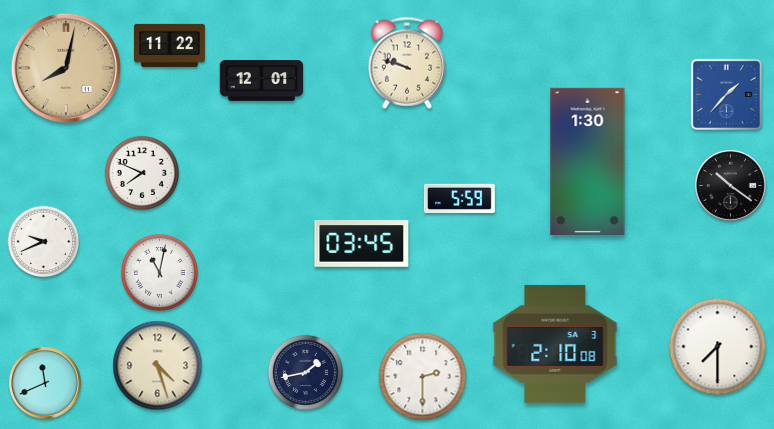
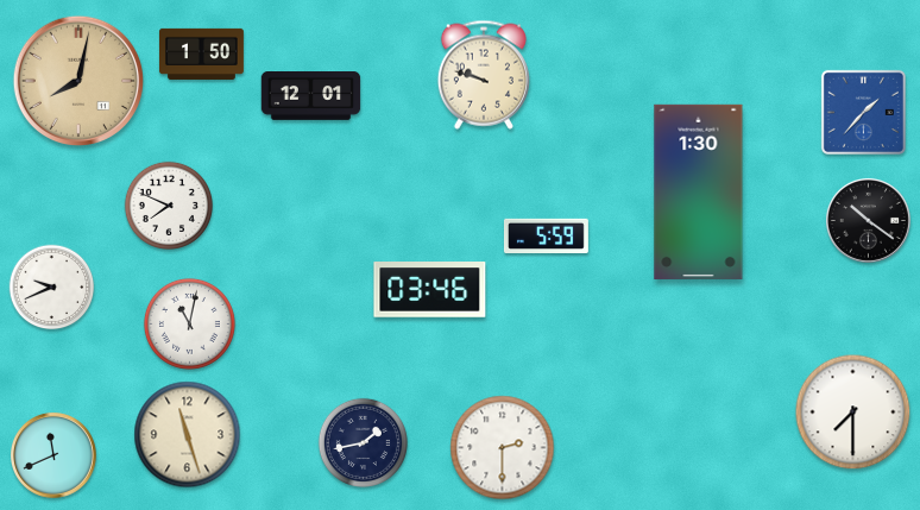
clock at (170, 45): 11:22 -> 1:50
clock at (362, 244): 03:45 -> 03:46
clock at (555, 344): 2:10 -> none
clock at (158, 366): 4:27 -> 11:27
